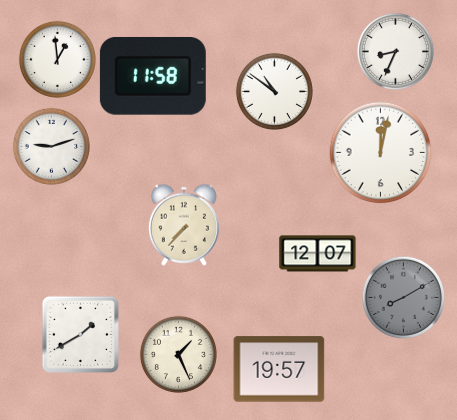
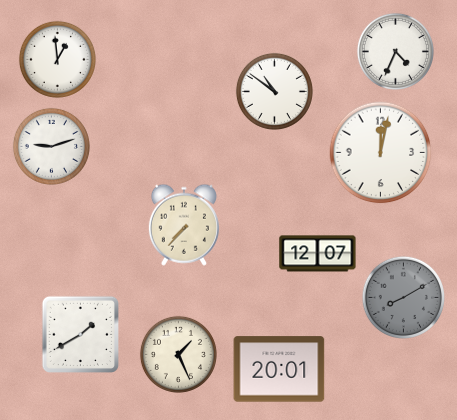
clock at (395, 51): 8:34 -> 4:34
clock at (153, 76): 11:58 -> none
clock at (279, 369): 19:57 -> 20:01
